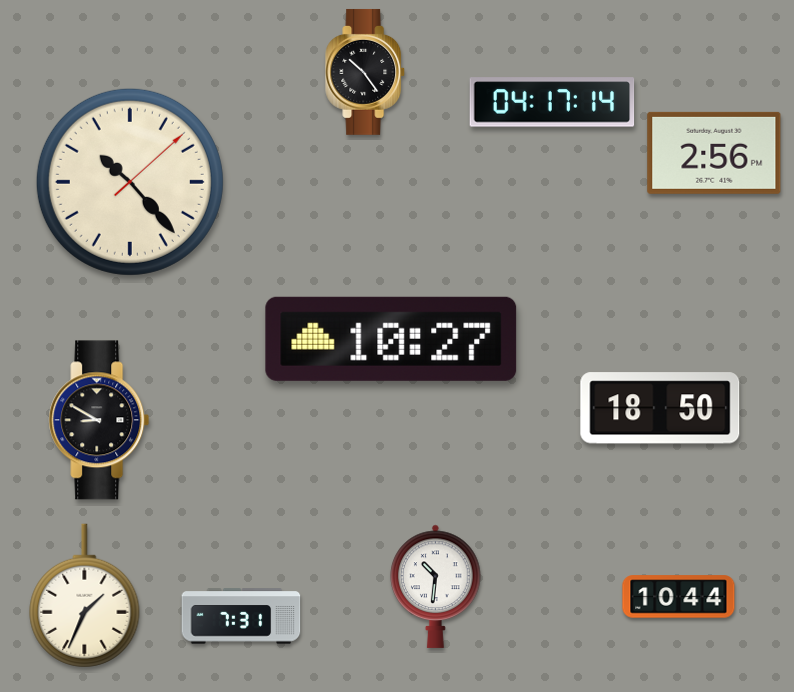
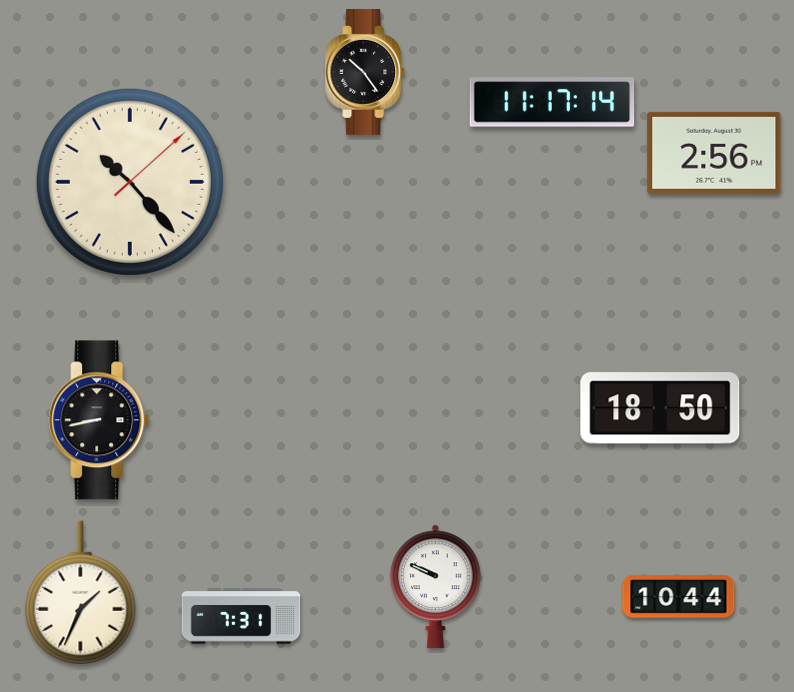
clock at (552, 102): 04:17 -> 11:17
clock at (391, 339): 10:27 -> none
clock at (99, 420): 8:50 -> 8:43
clock at (436, 586): 10:31 -> 9:49
clock at (85, 596) position: (85, 596) -> (81, 593)
